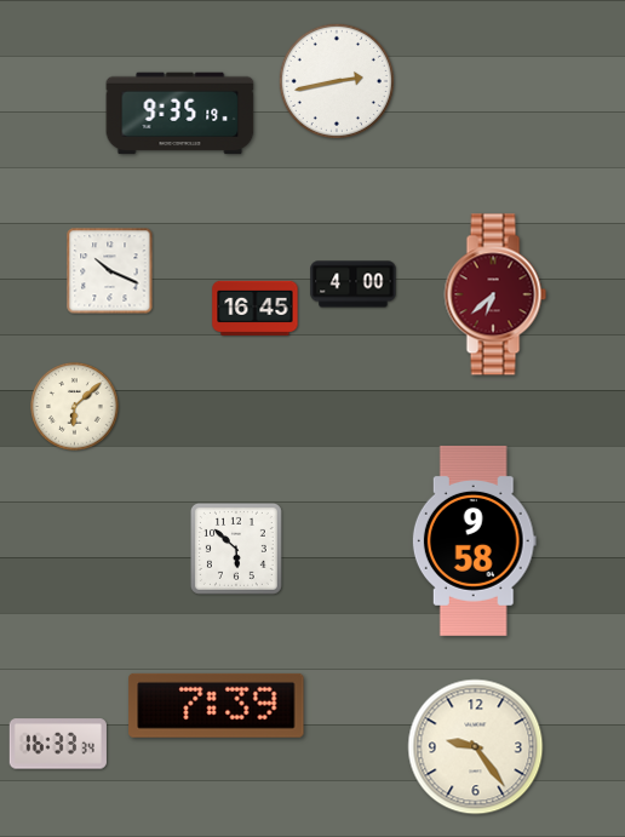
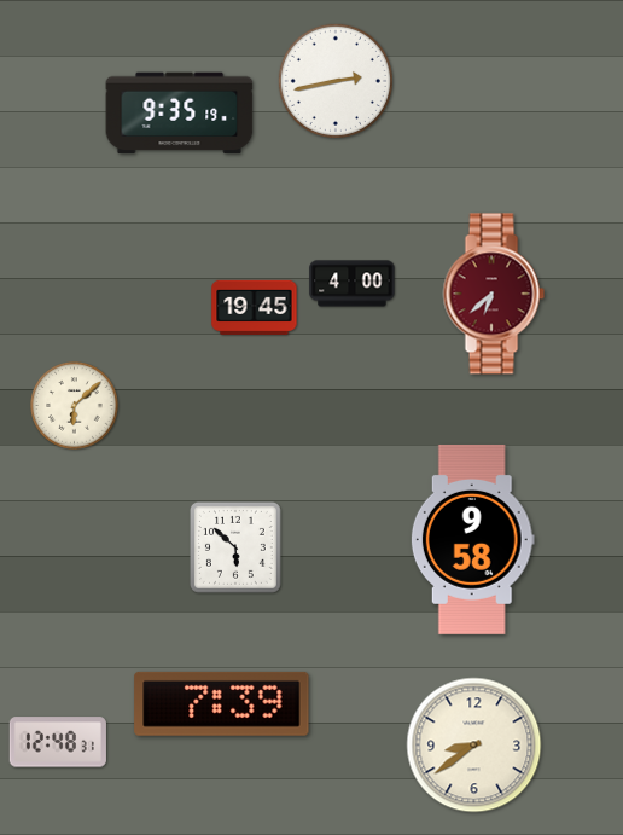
clock at (110, 271): 10:19 -> none
clock at (256, 308): 16:45 -> 19:45
clock at (217, 705) position: (217, 705) -> (222, 703)
clock at (58, 744): 16:33 -> 12:48
clock at (476, 747): 9:24 -> 8:39
